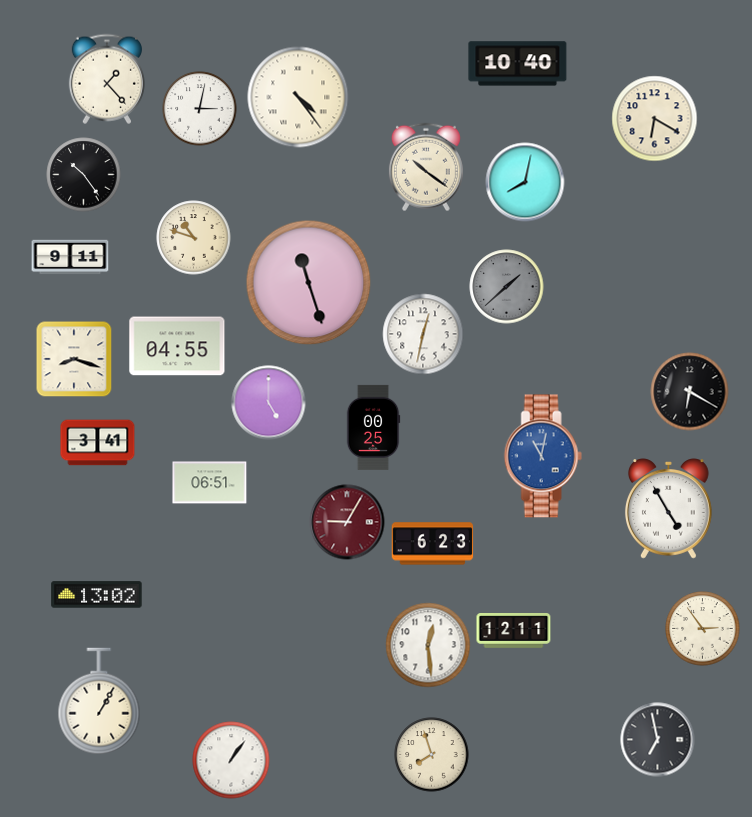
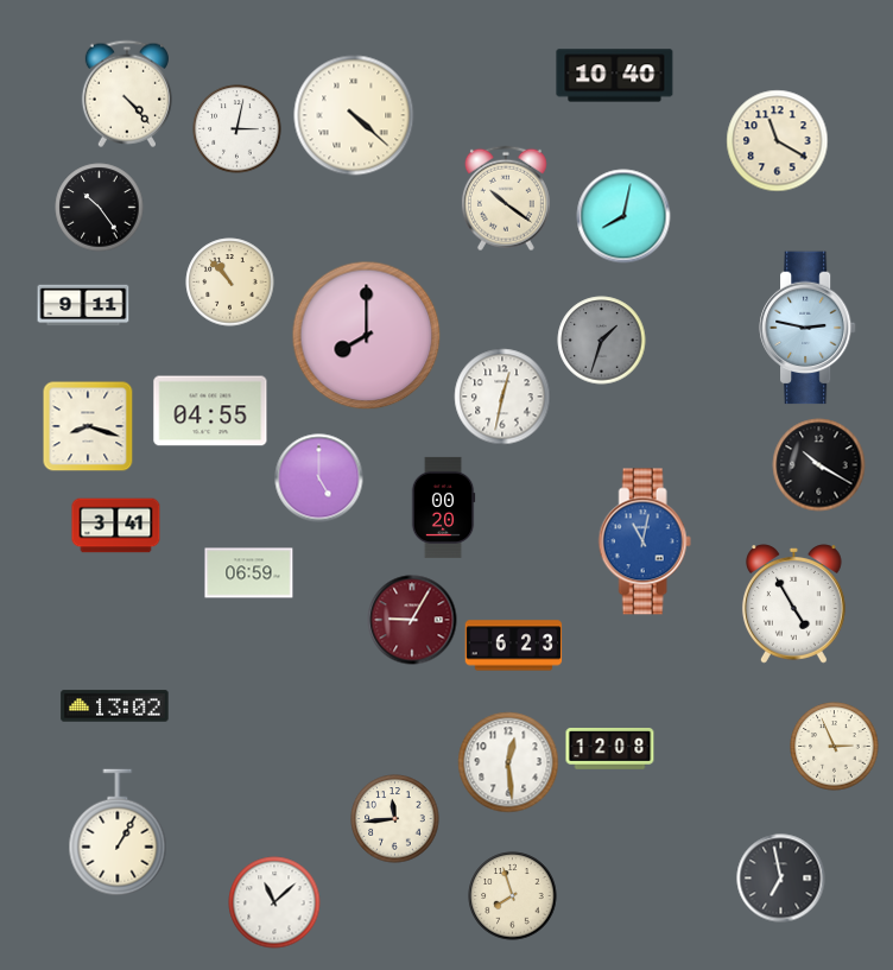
clock at (107, 79): 1:23 -> 4:23
clock at (298, 97): 4:24 -> 4:22
clock at (655, 119): 6:20 -> 11:20
clock at (194, 238): 10:48 -> 10:53
clock at (807, 328): none -> 2:47
clock at (309, 283): 11:27 -> 8:00
clock at (507, 287): 1:38 -> 1:33
clock at (690, 392): 6:20 -> 10:20
clock at (373, 427): 00:25 -> 00:20
clock at (210, 483): 06:51 -> 06:59
clock at (703, 629): 2:54 -> 2:56
clock at (514, 631): 12:11 -> 12:08
clock at (428, 645) position: (428, 645) -> (508, 762)
clock at (395, 819): none -> 11:44
clock at (231, 760): 1:06 -> 11:08
